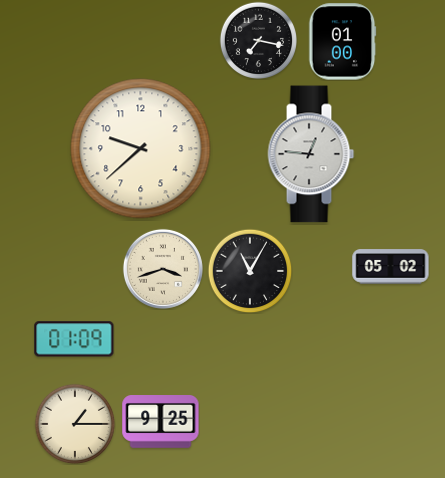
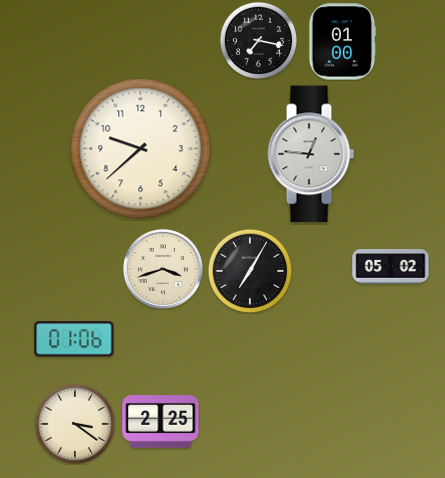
clock at (250, 271): 11:05 -> 7:05
clock at (74, 339): 01:09 -> 01:06
clock at (161, 422): 9:25 -> 2:25
clock at (75, 424): 1:15 -> 3:21
